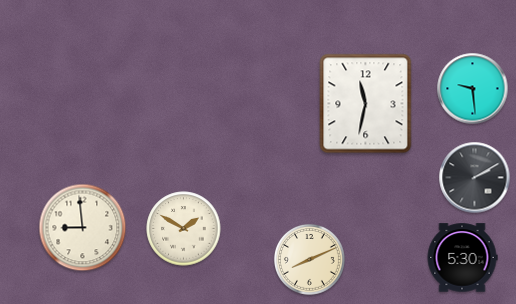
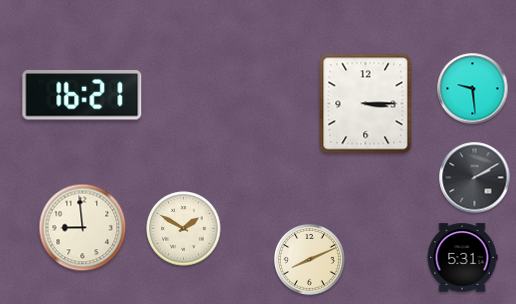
clock at (82, 95): none -> 16:21
clock at (366, 104): 11:32 -> 3:15
clock at (462, 258): 5:30 -> 5:31
